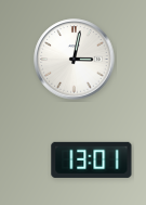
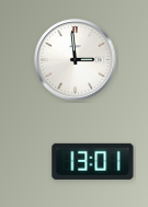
clock at (75, 60): 3:02 -> 2:59
